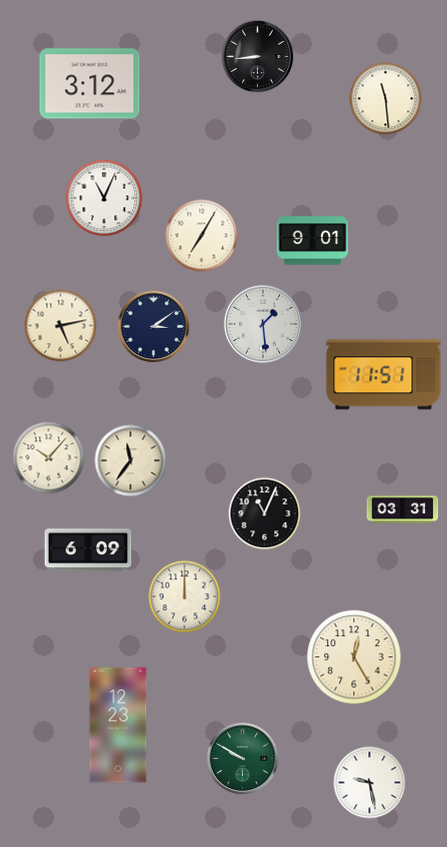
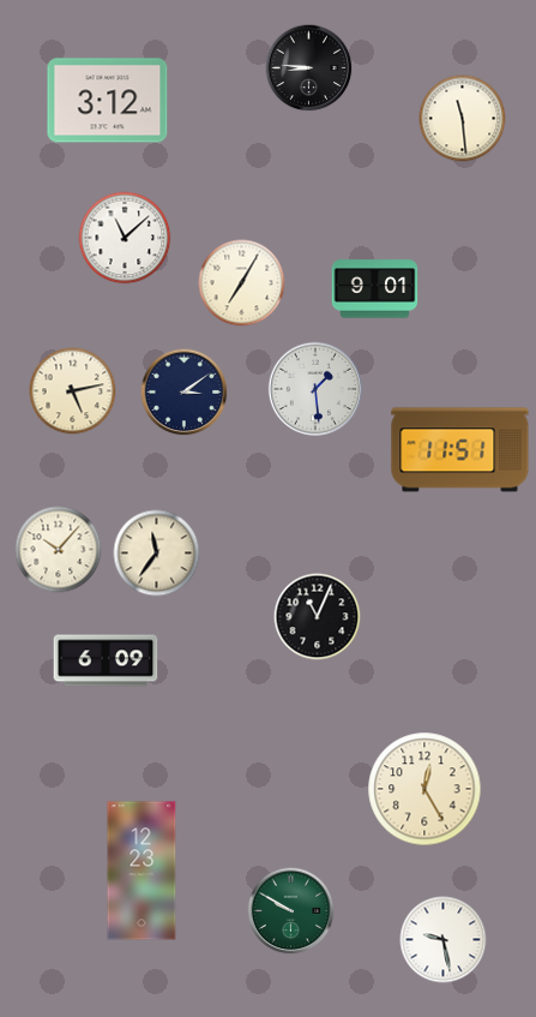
clock at (258, 57): 8:44 -> 8:46
clock at (104, 198): 11:04 -> 11:08
clock at (403, 510): 03:31 -> none
clock at (185, 597): 12:00 -> none
